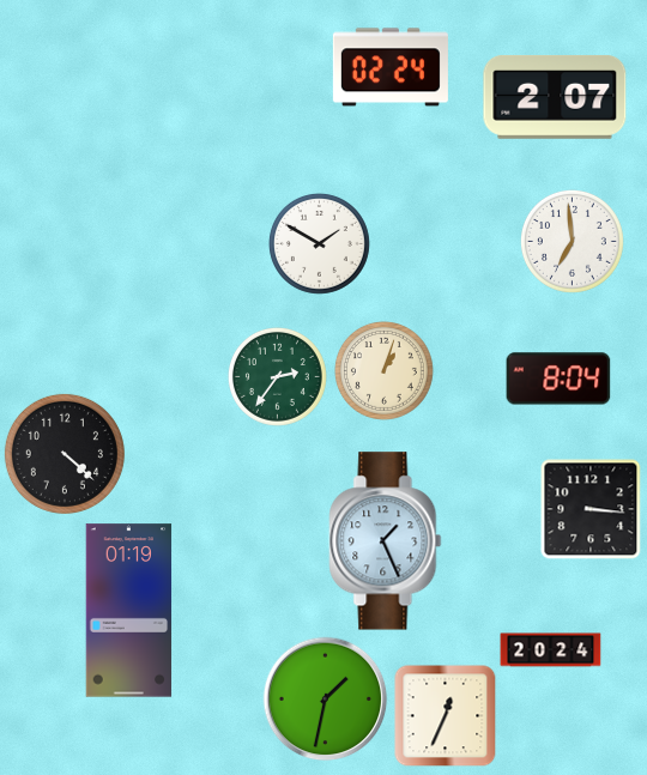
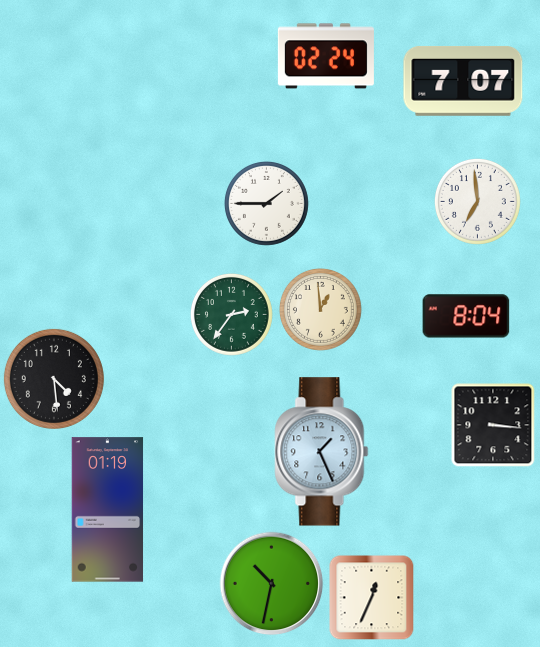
clock at (555, 97): 2:07 -> 7:07
clock at (319, 243): 1:50 -> 1:45
clock at (383, 370): 1:03 -> 12:59
clock at (65, 454): 4:22 -> 4:29
clock at (551, 650): 20:24 -> none
clock at (326, 700): 1:32 -> 10:32
